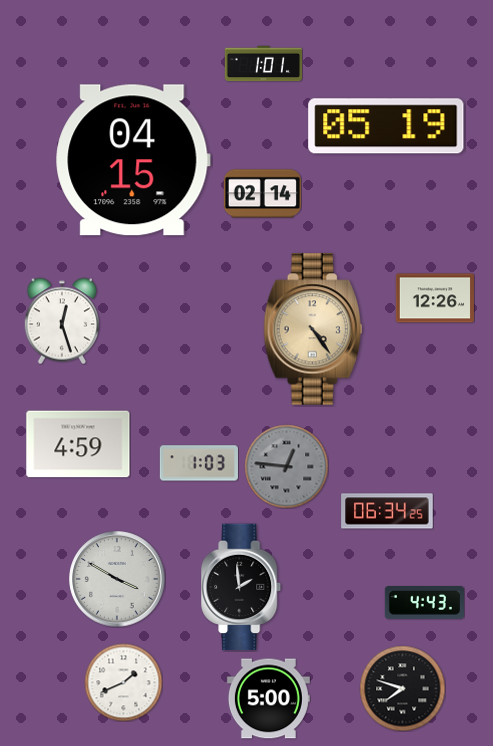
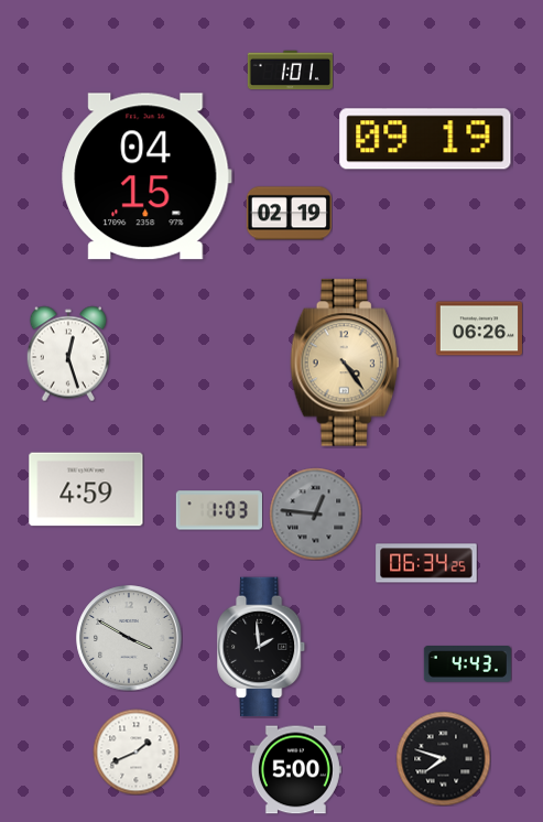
clock at (386, 126): 05:19 -> 09:19
clock at (262, 194): 02:14 -> 02:19
clock at (435, 298): 12:26 -> 06:26
clock at (242, 587) position: (242, 587) -> (262, 647)
